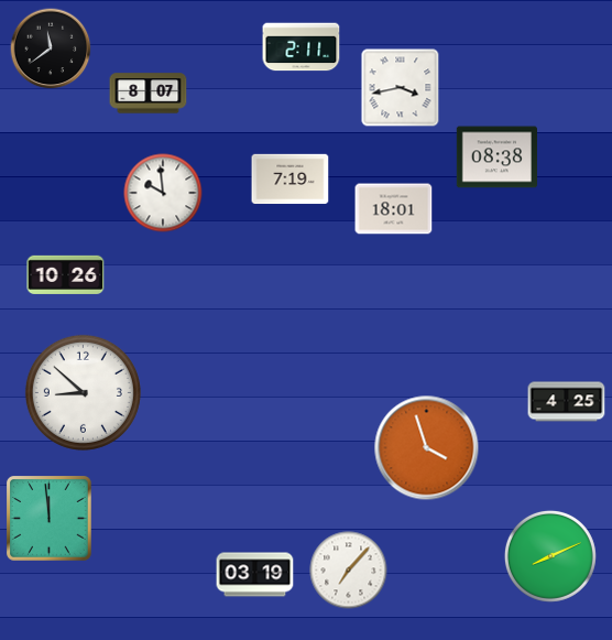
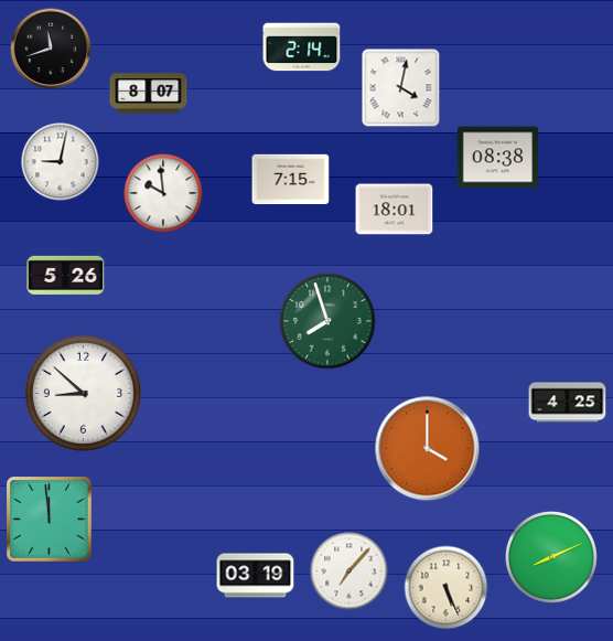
clock at (302, 47): 2:11 -> 2:14
clock at (51, 48): 11:39 -> 11:42
clock at (401, 88): 3:43 -> 4:02
clock at (61, 162): none -> 9:02
clock at (291, 180): 7:19 -> 7:15
clock at (66, 274): 10:26 -> 5:26
clock at (327, 321): none -> 7:57
clock at (427, 448): 3:57 -> 4:00
clock at (447, 588): none -> 5:26
